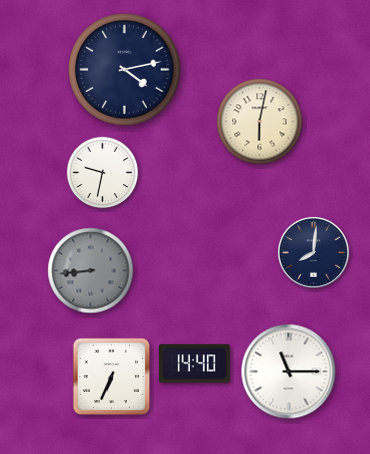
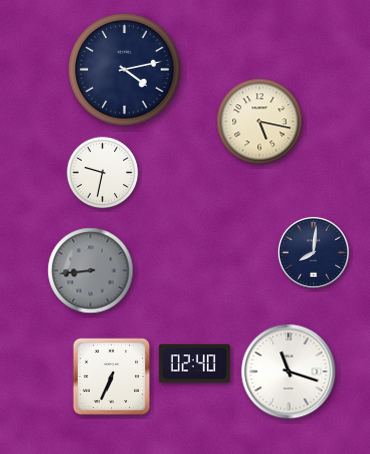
clock at (260, 122): 6:02 -> 5:17
clock at (194, 364): 14:40 -> 02:40
clock at (289, 372): 11:15 -> 11:18
